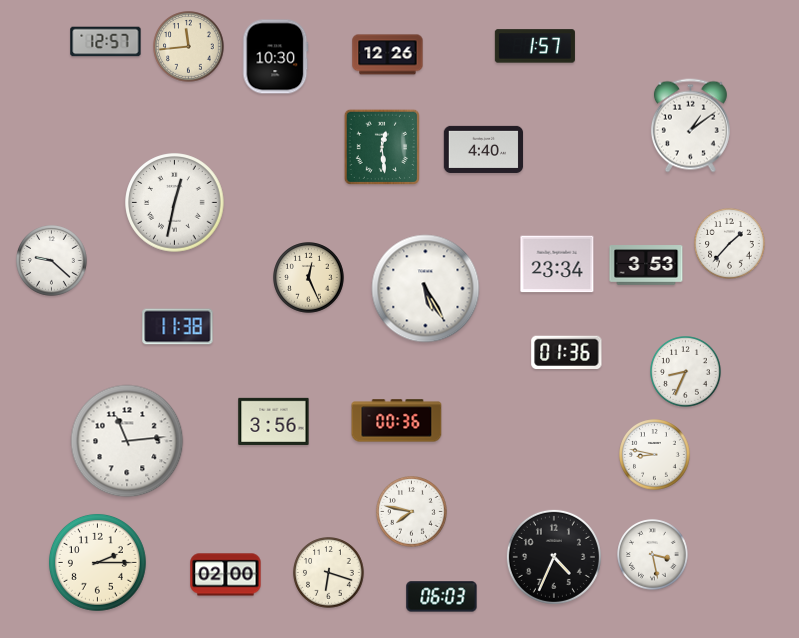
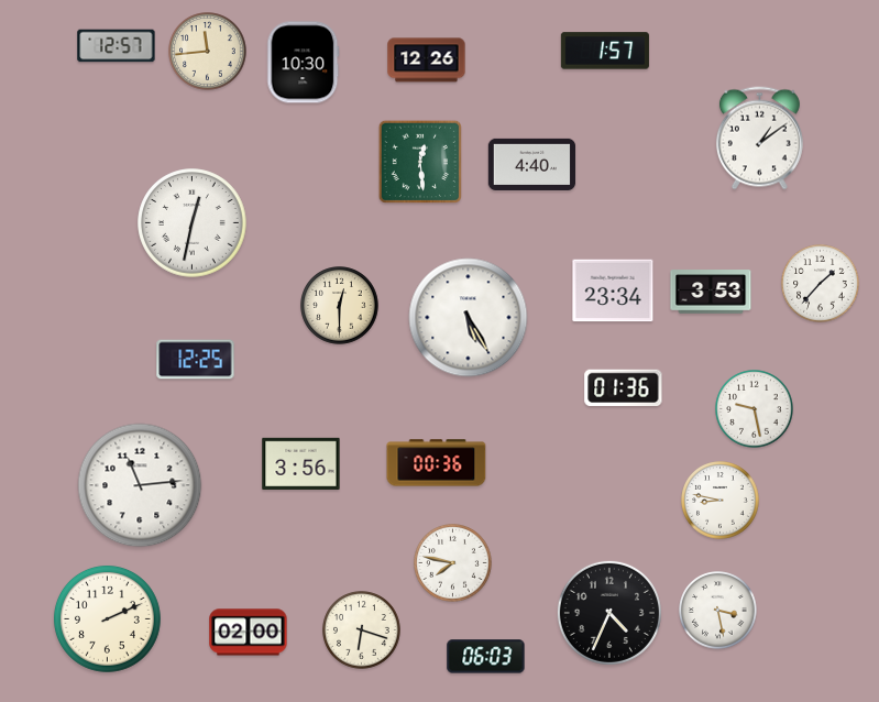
clock at (535, 46) position: (535, 46) -> (605, 51)
clock at (730, 244) position: (730, 244) -> (821, 284)
clock at (52, 261): 9:22 -> none
clock at (309, 278): 12:26 -> 12:30
clock at (178, 327): 11:38 -> 12:25
clock at (686, 372): 8:34 -> 9:28
clock at (97, 562): 2:15 -> 2:11
